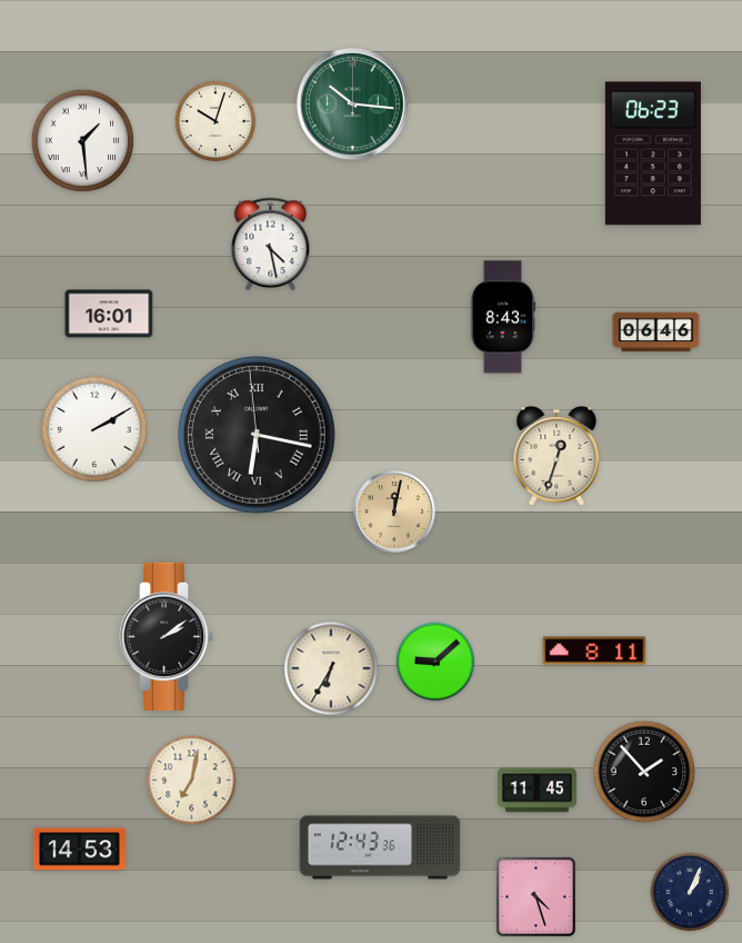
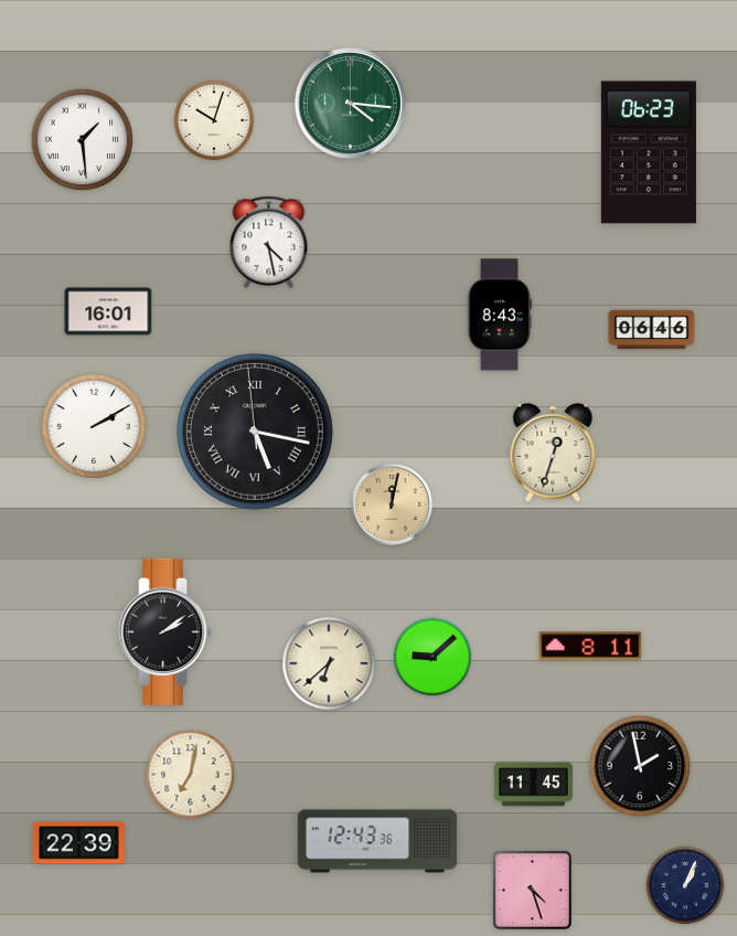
clock at (353, 105): 10:16 -> 4:16
clock at (258, 436): 6:16 -> 5:16
clock at (394, 512) position: (394, 512) -> (392, 504)
clock at (331, 668): 6:35 -> 6:38
clock at (644, 772): 1:53 -> 1:58
clock at (79, 850): 14:53 -> 22:39
